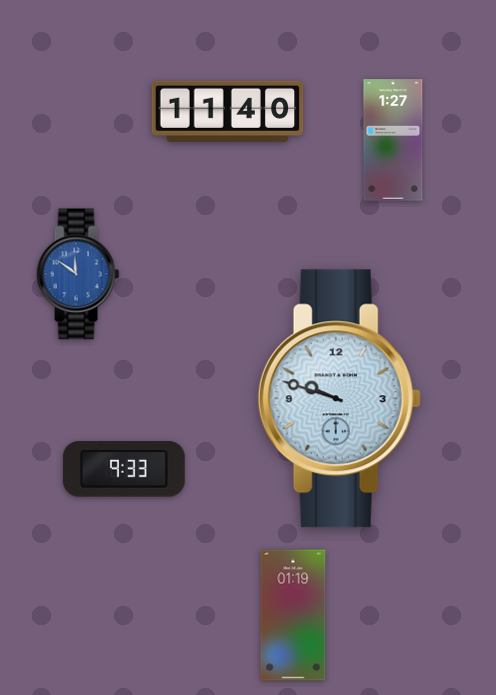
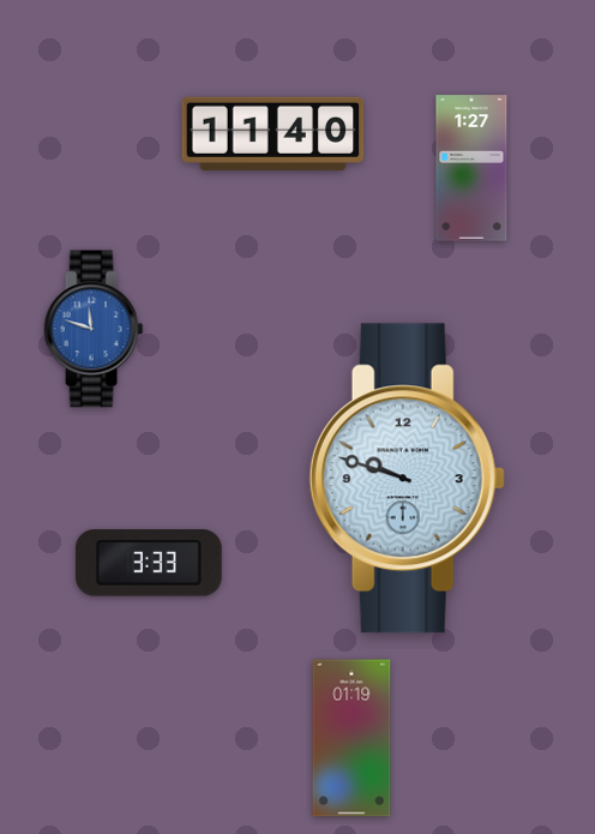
clock at (78, 274): 11:51 -> 11:48
clock at (124, 469): 9:33 -> 3:33
